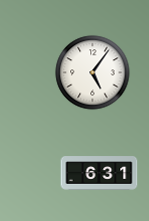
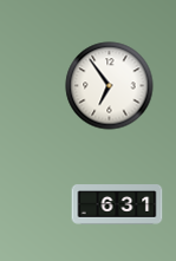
clock at (93, 73): 5:06 -> 6:54
